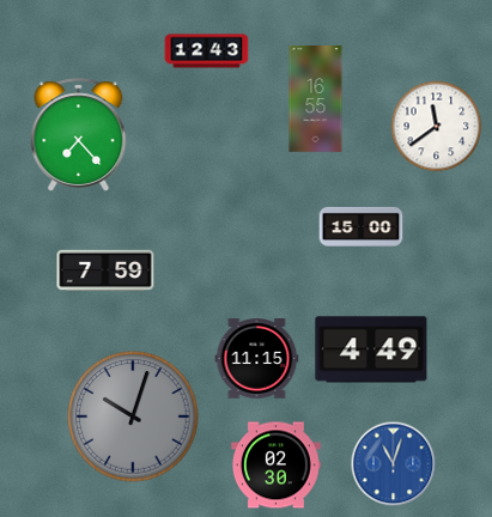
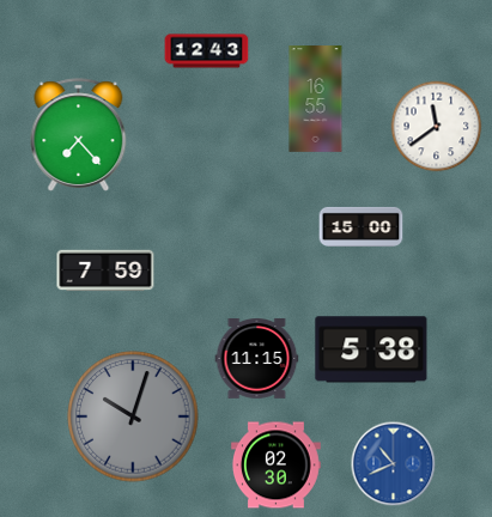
clock at (371, 349): 4:49 -> 5:38
clock at (394, 464): 11:03 -> 10:41
